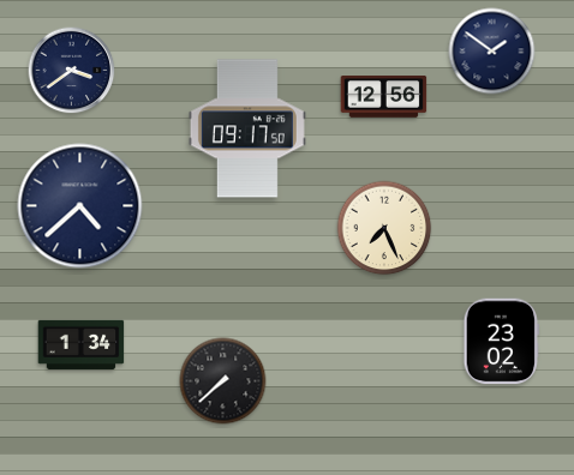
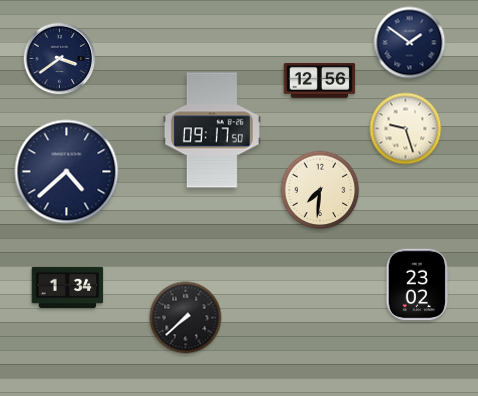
clock at (247, 128) position: (247, 128) -> (212, 130)
clock at (406, 129): none -> 9:27
clock at (384, 228): 7:26 -> 7:31
